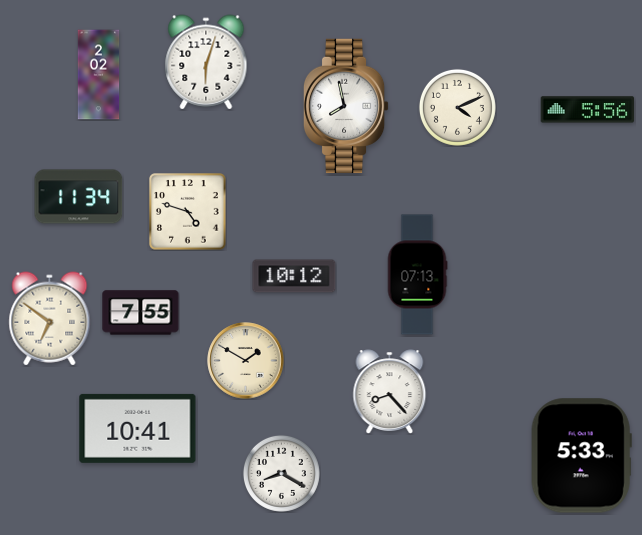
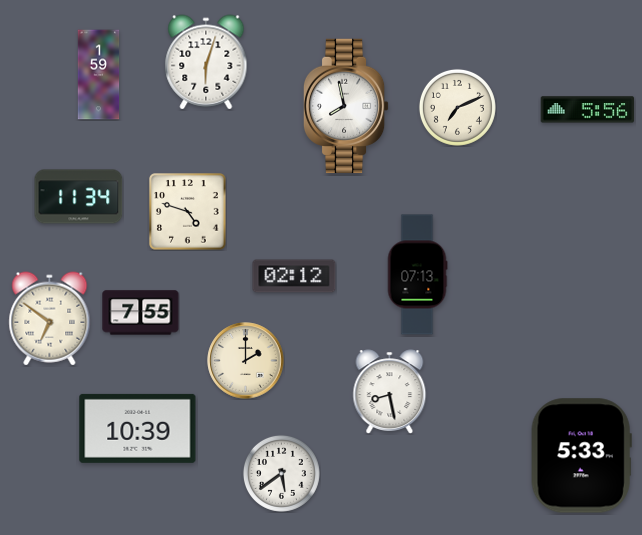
clock at (99, 75): 2:02 -> 1:59
clock at (457, 107): 4:11 -> 7:11
clock at (294, 276): 10:12 -> 02:12
clock at (246, 361): 1:50 -> 2:00
clock at (390, 392): 8:23 -> 8:28
clock at (138, 428): 10:41 -> 10:39
clock at (281, 473): 8:20 -> 5:39
